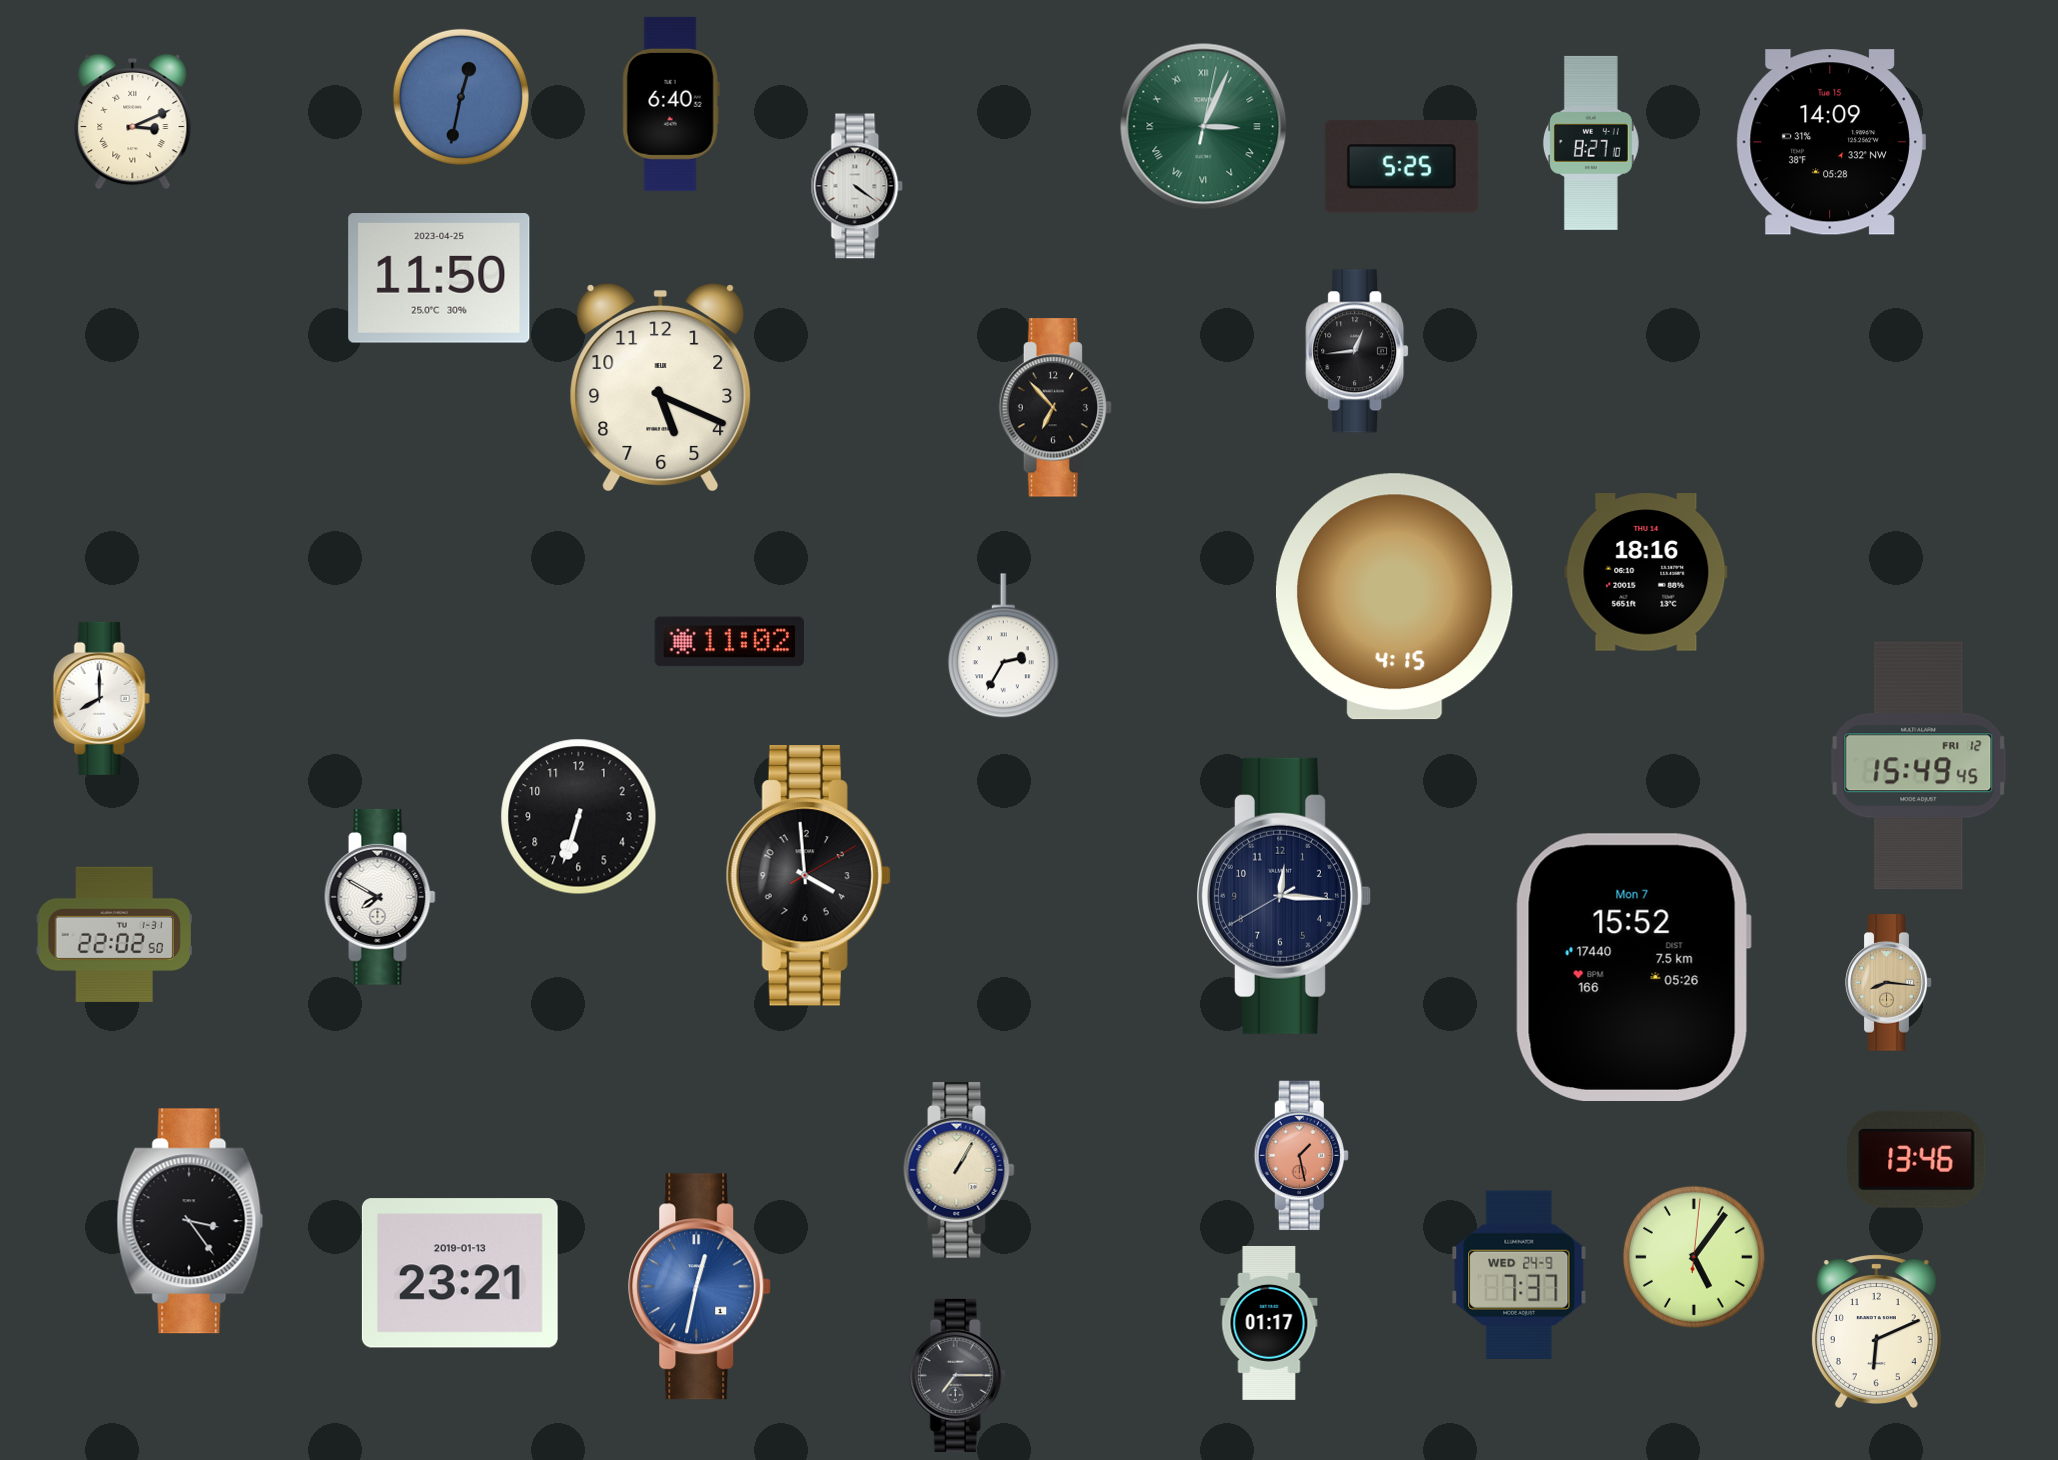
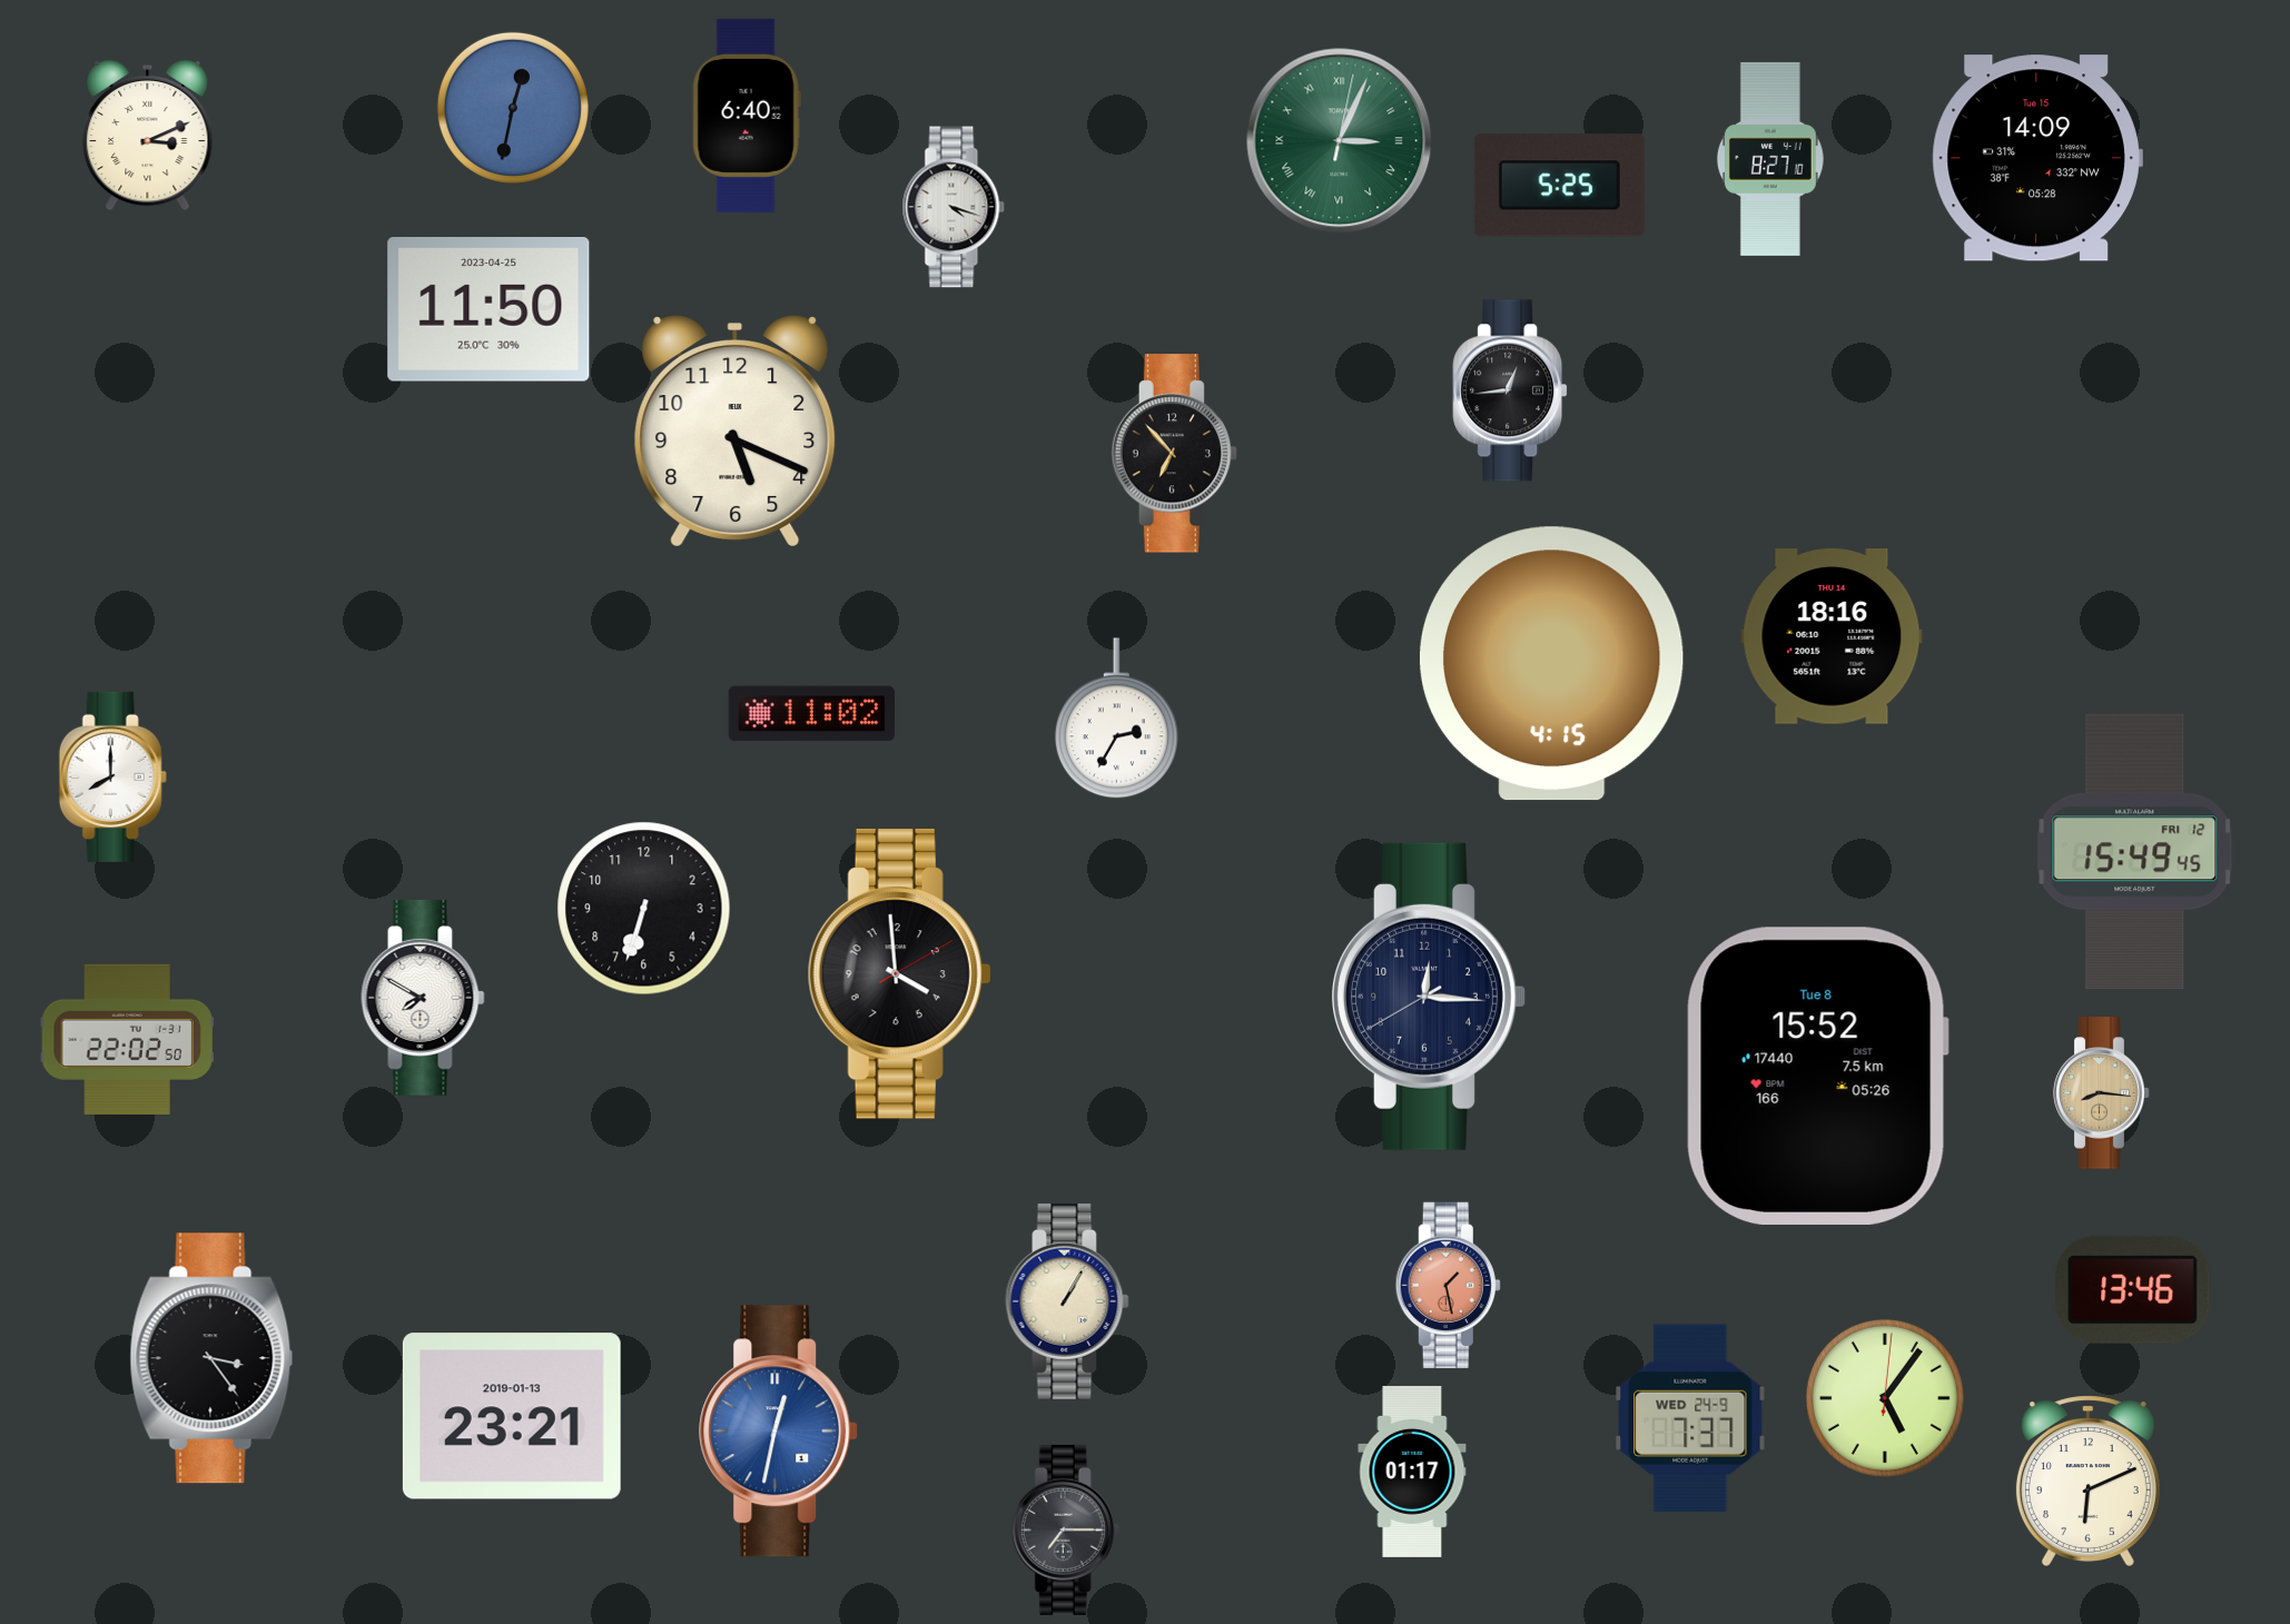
clock at (857, 186): 4:21 -> 4:18
clock at (1633, 967) date: Mon 7 -> Tue 8
